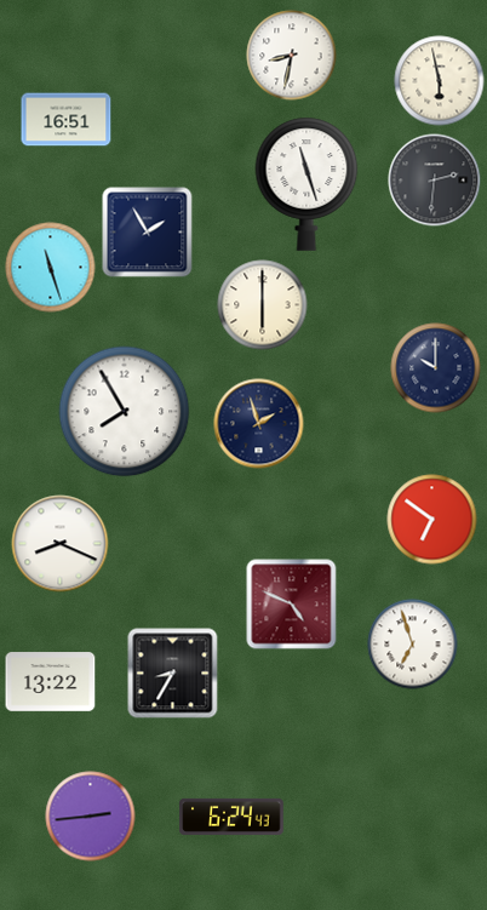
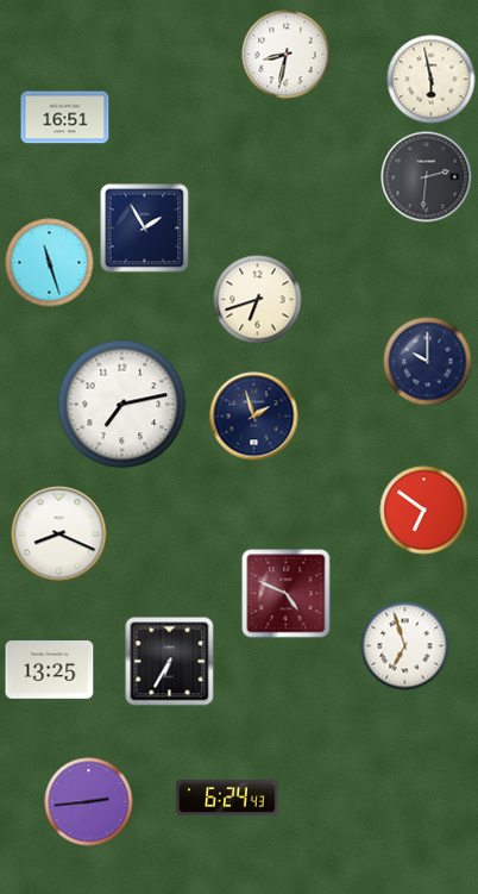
clock at (306, 184): 11:27 -> none
clock at (263, 305): 6:00 -> 6:42
clock at (125, 412): 7:55 -> 7:13
clock at (413, 645) position: (413, 645) -> (405, 646)
clock at (173, 674): 8:35 -> 6:35
clock at (51, 682): 13:22 -> 13:25
clock at (231, 817) position: (231, 817) -> (227, 798)
